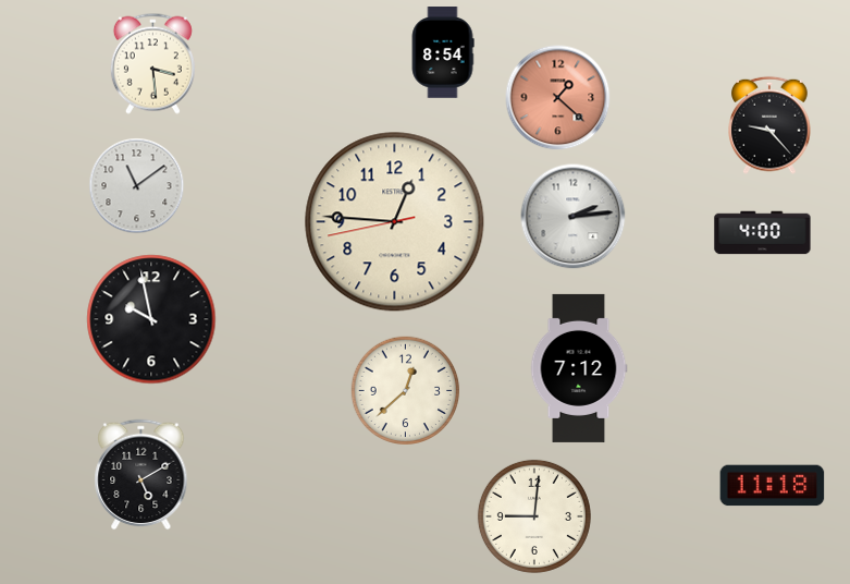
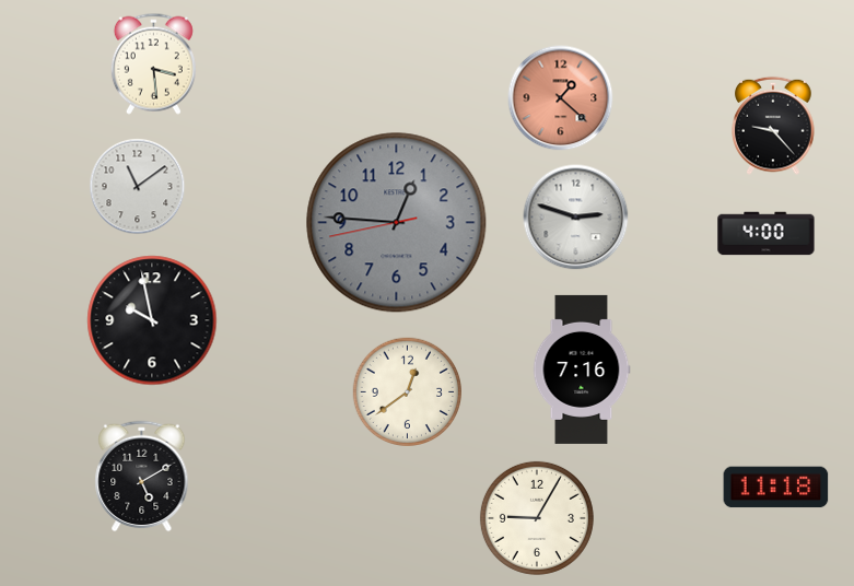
clock at (443, 52): 8:54 -> none
clock at (574, 217): 2:14 -> 2:48
clock at (395, 222) dial: cream -> grey
clock at (579, 368): 7:12 -> 7:16
clock at (405, 390): 12:38 -> 12:39
clock at (534, 516): 9:01 -> 9:05
